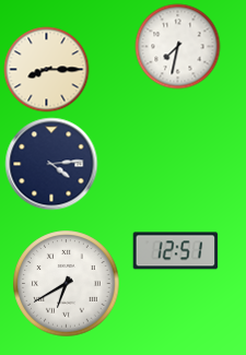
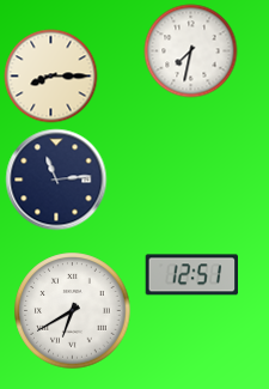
clock at (177, 46) position: (177, 46) -> (190, 50)
clock at (51, 164): 4:14 -> 11:14
